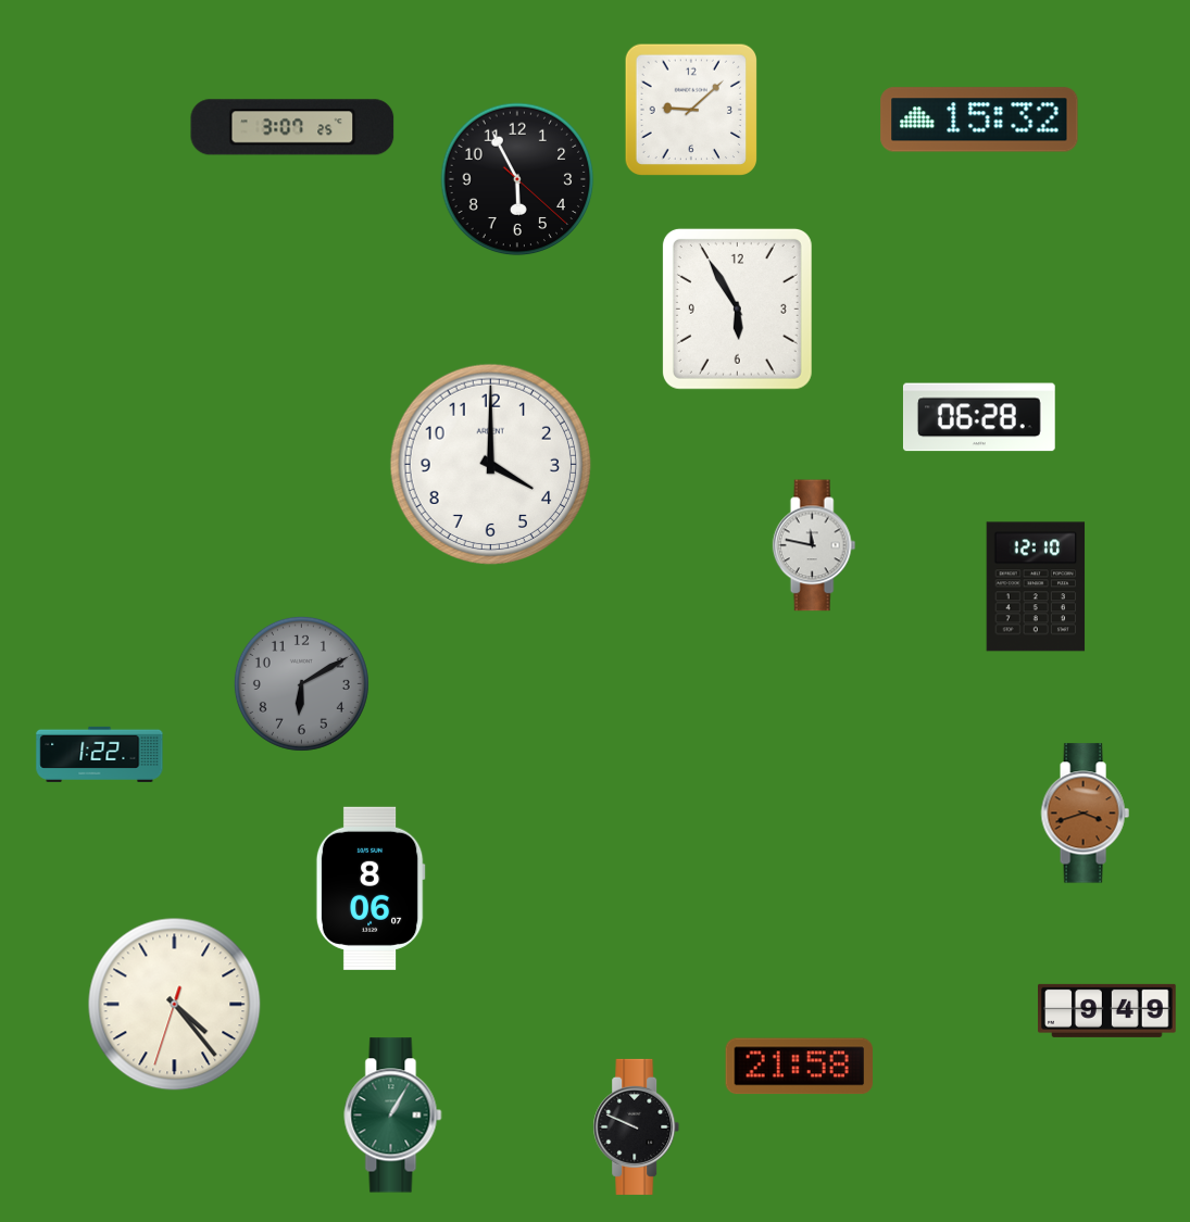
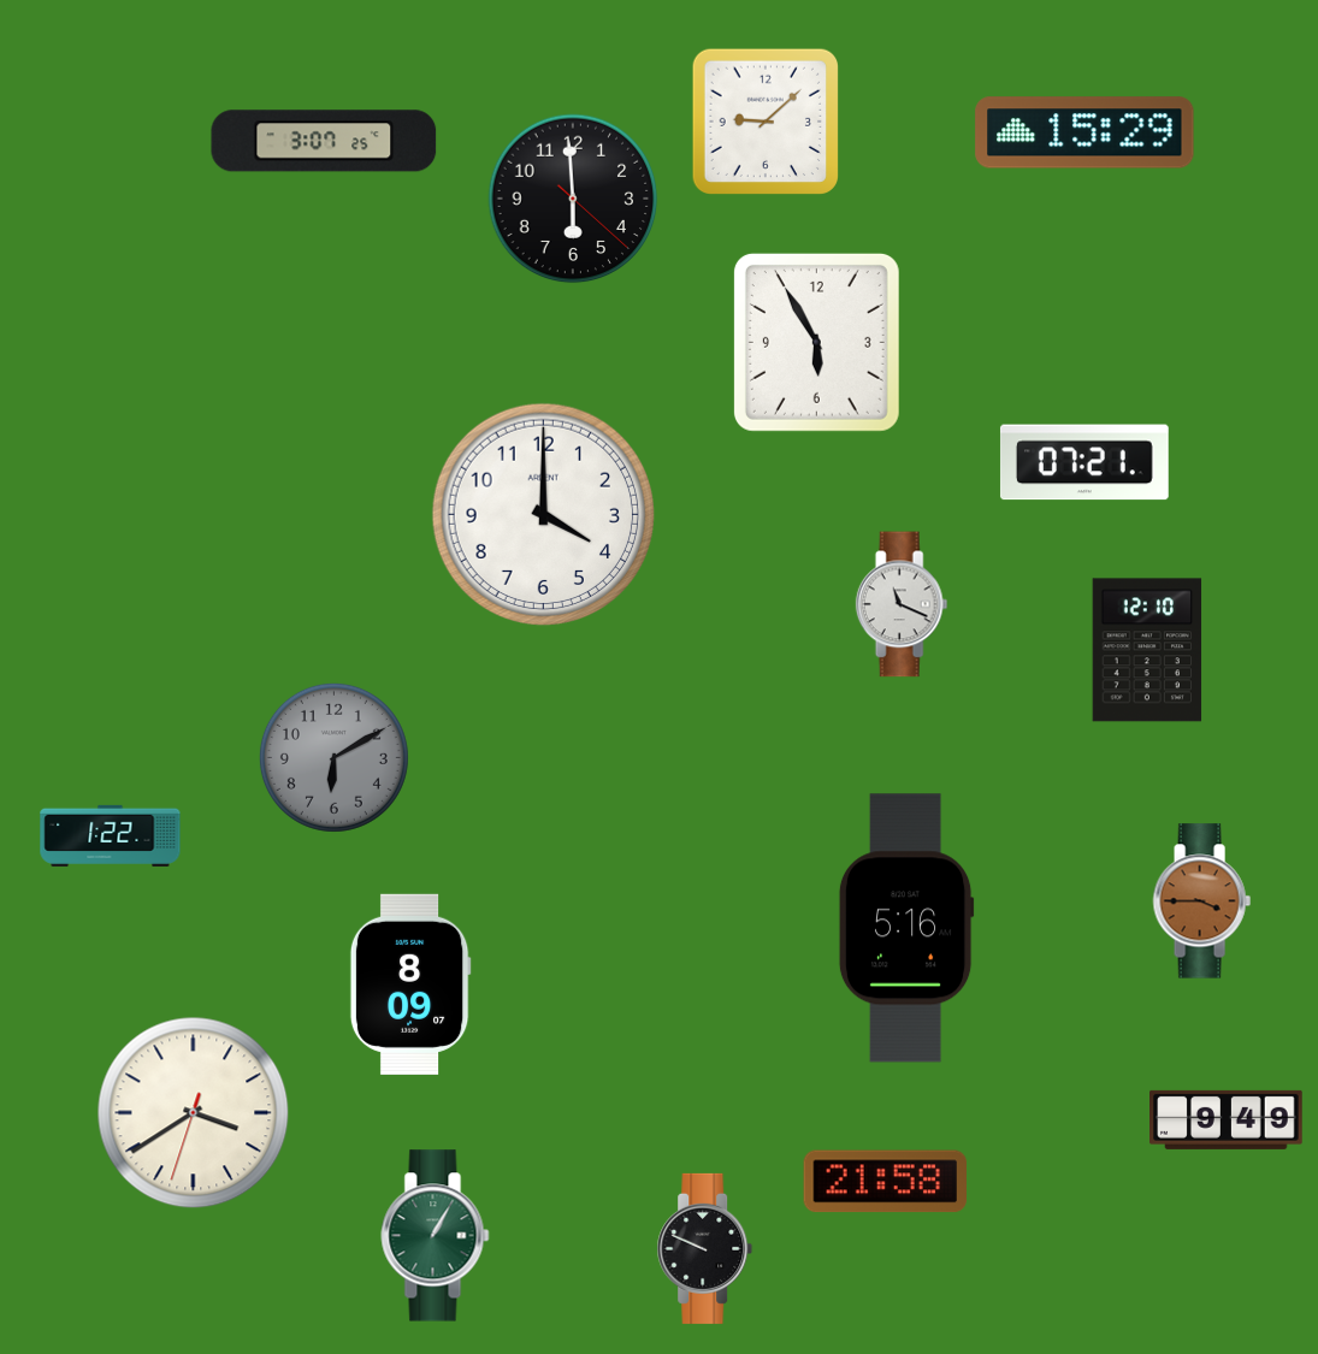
clock at (979, 119): 15:32 -> 15:29
clock at (517, 179): 5:55 -> 5:59
clock at (979, 417): 06:28 -> 07:21
clock at (814, 545): 11:47 -> 11:19
clock at (1085, 814): 3:42 -> 3:45
clock at (906, 928): none -> 5:16
clock at (371, 889): 8:06 -> 8:09
clock at (175, 1005): 4:23 -> 3:39
